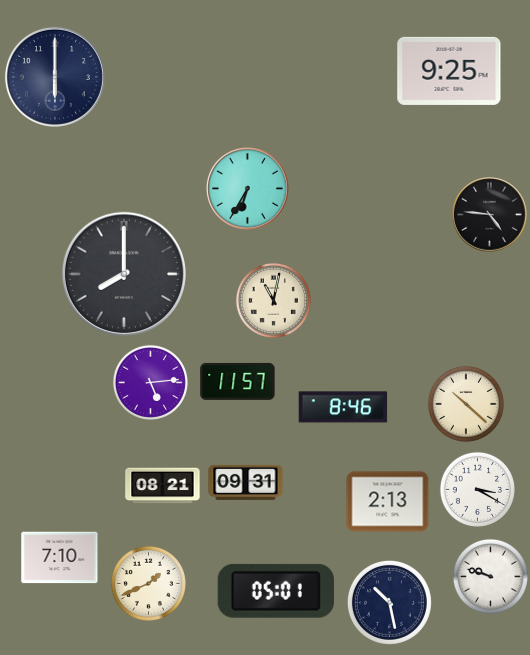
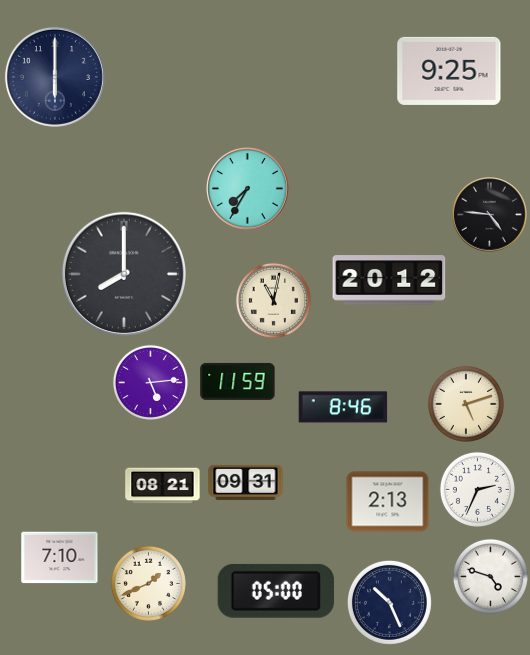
clock at (248, 189): 6:35 -> 7:35
clock at (389, 280): none -> 20:12
clock at (238, 381): 11:57 -> 11:59
clock at (466, 404): 10:22 -> 5:12
clock at (477, 489): 3:20 -> 2:34
clock at (490, 576): 9:48 -> 4:48
clock at (276, 591): 05:01 -> 05:00
clock at (389, 602): 10:28 -> 10:26
